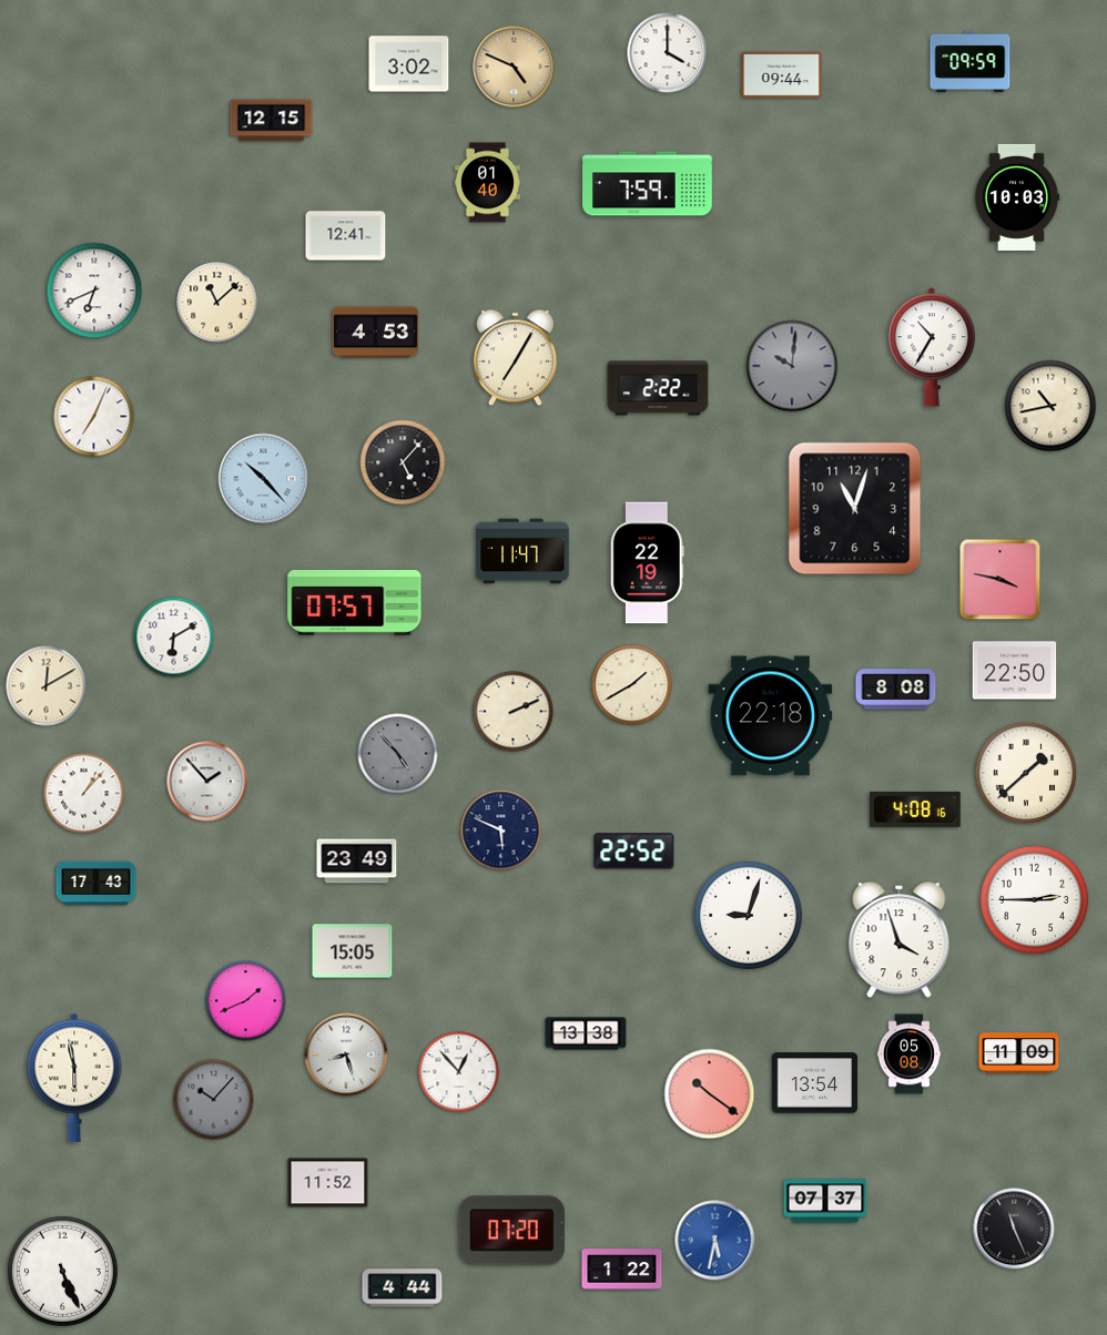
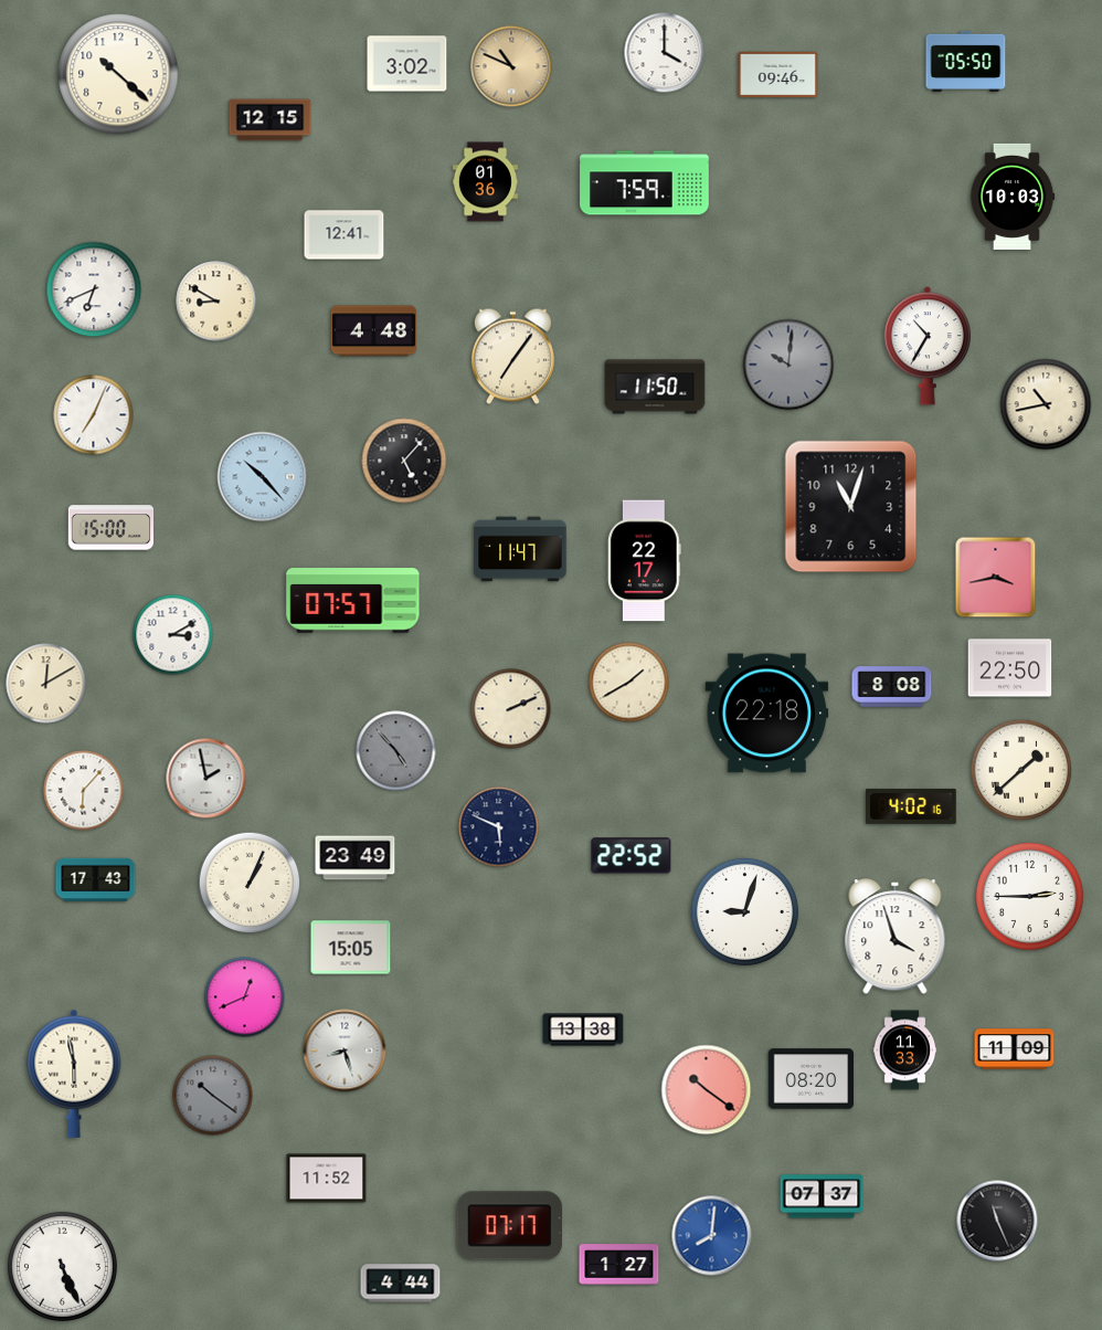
clock at (971, 61): 09:59 -> 05:50
clock at (514, 67): 4:49 -> 10:49
clock at (118, 74): none -> 10:22
clock at (782, 75): 09:44 -> 09:46
clock at (487, 183): 01:40 -> 01:36
clock at (217, 303): 11:08 -> 8:50
clock at (376, 333): 4:53 -> 4:48
clock at (515, 358): 7:05 -> 7:06
clock at (658, 388): 2:22 -> 11:50
clock at (403, 462) position: (403, 462) -> (404, 461)
clock at (112, 528): none -> 15:00
clock at (647, 563): 22:19 -> 22:17
clock at (1001, 580): 3:47 -> 3:43
clock at (174, 638): 6:10 -> 3:10
clock at (207, 782): 1:53 -> 1:58
clock at (84, 794): 1:07 -> 6:07
clock at (915, 809): 4:08 -> 4:02
clock at (634, 852) position: (634, 852) -> (632, 856)
clock at (250, 883): none -> 1:04
clock at (246, 1001): 1:41 -> 12:41
clock at (910, 1054): 05:08 -> 11:33
clock at (459, 1072): 12:53 -> none
clock at (815, 1083): 13:54 -> 08:20
clock at (214, 1100): 10:07 -> 10:21
clock at (1014, 1229) position: (1014, 1229) -> (997, 1221)
clock at (511, 1231): 07:20 -> 07:17
clock at (715, 1241): 5:32 -> 8:01
clock at (622, 1270): 1:22 -> 1:27
